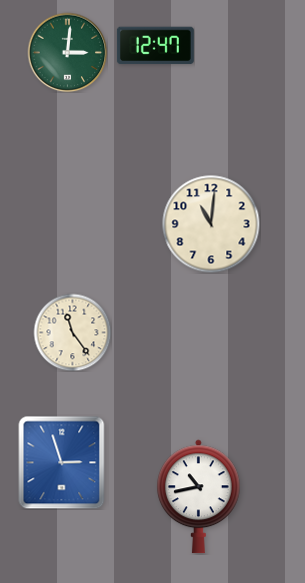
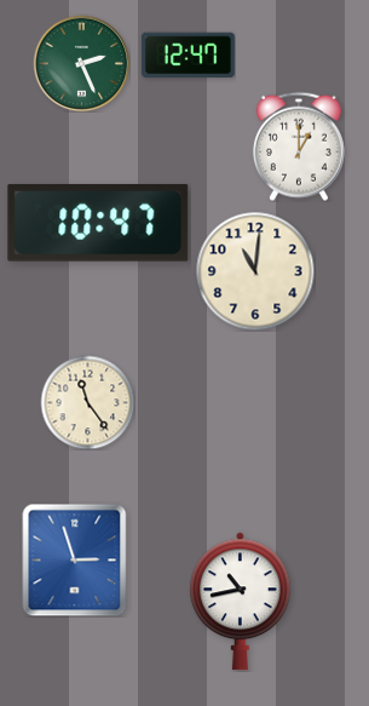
clock at (67, 52): 3:01 -> 2:26
clock at (299, 147): none -> 1:00
clock at (98, 223): none -> 10:47
